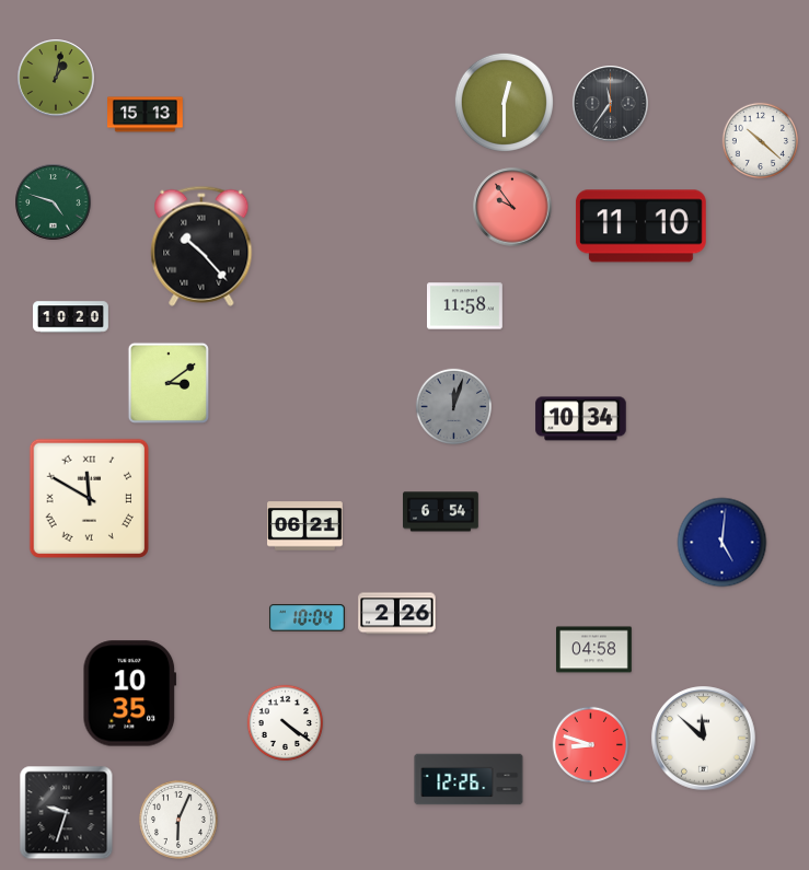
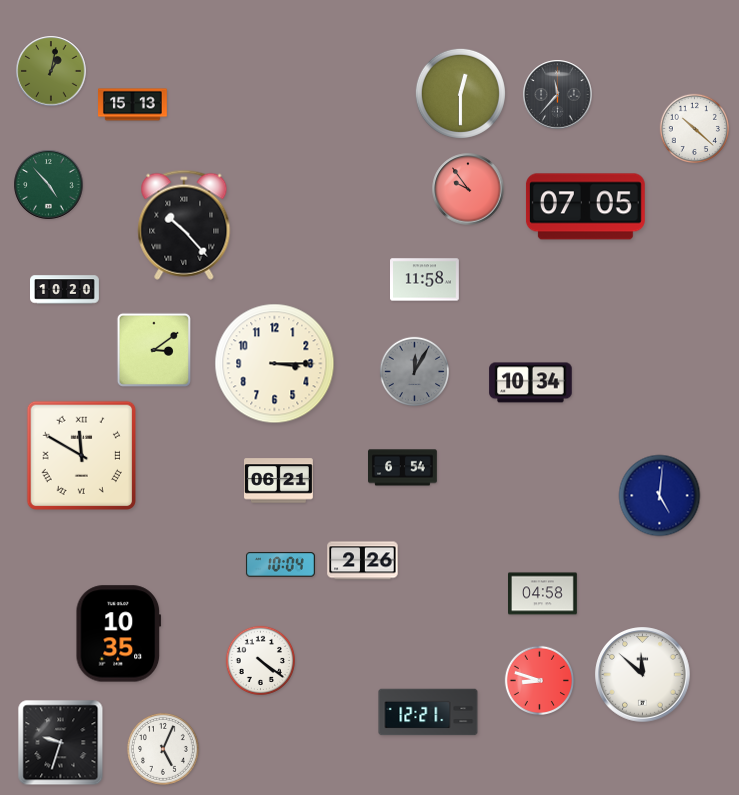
clock at (611, 104): 11:36 -> 11:37
clock at (54, 202): 4:48 -> 4:53
clock at (640, 227): 11:10 -> 07:05
clock at (275, 364): none -> 3:15
clock at (453, 406): 12:03 -> 12:05
clock at (469, 779): 12:26 -> 12:21
clock at (178, 820): 6:04 -> 5:04
